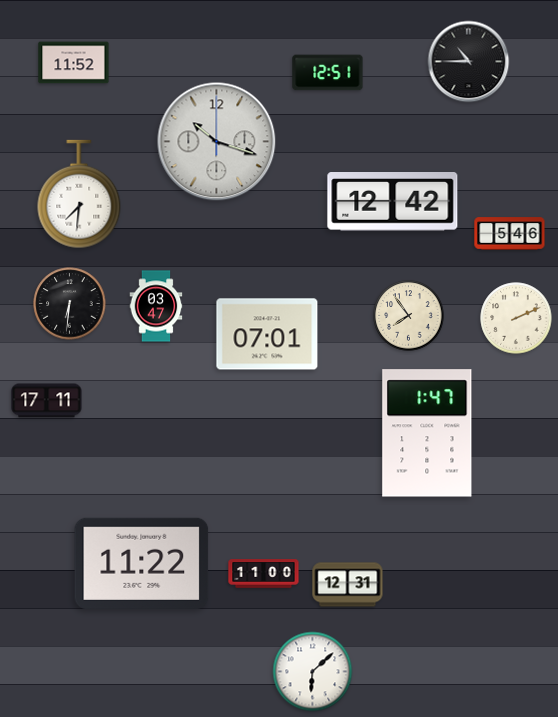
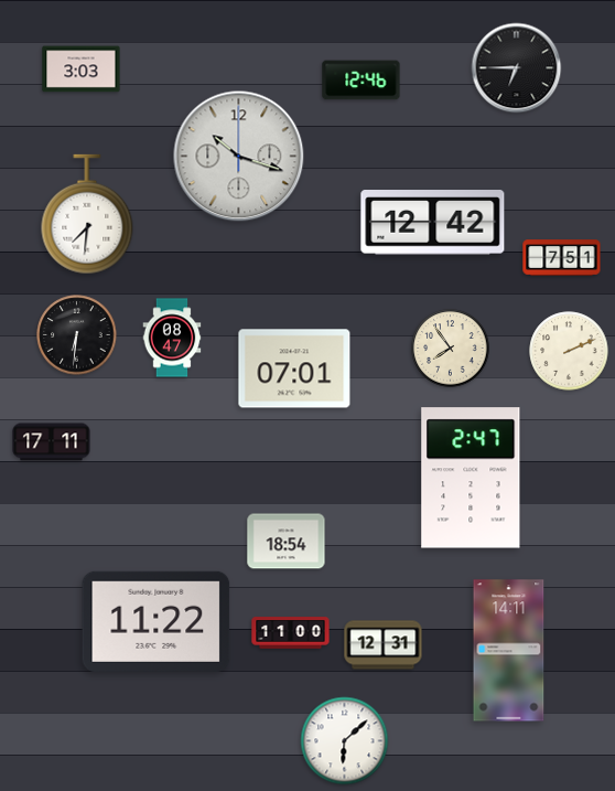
clock at (469, 62): 10:45 -> 6:45
clock at (74, 63): 11:52 -> 3:03
clock at (328, 73): 12:51 -> 12:46
clock at (510, 234): 5:46 -> 7:51
clock at (156, 306): 03:47 -> 08:47
clock at (427, 433): 1:47 -> 2:47
clock at (287, 542): none -> 18:54
clock at (509, 651): none -> 14:11
